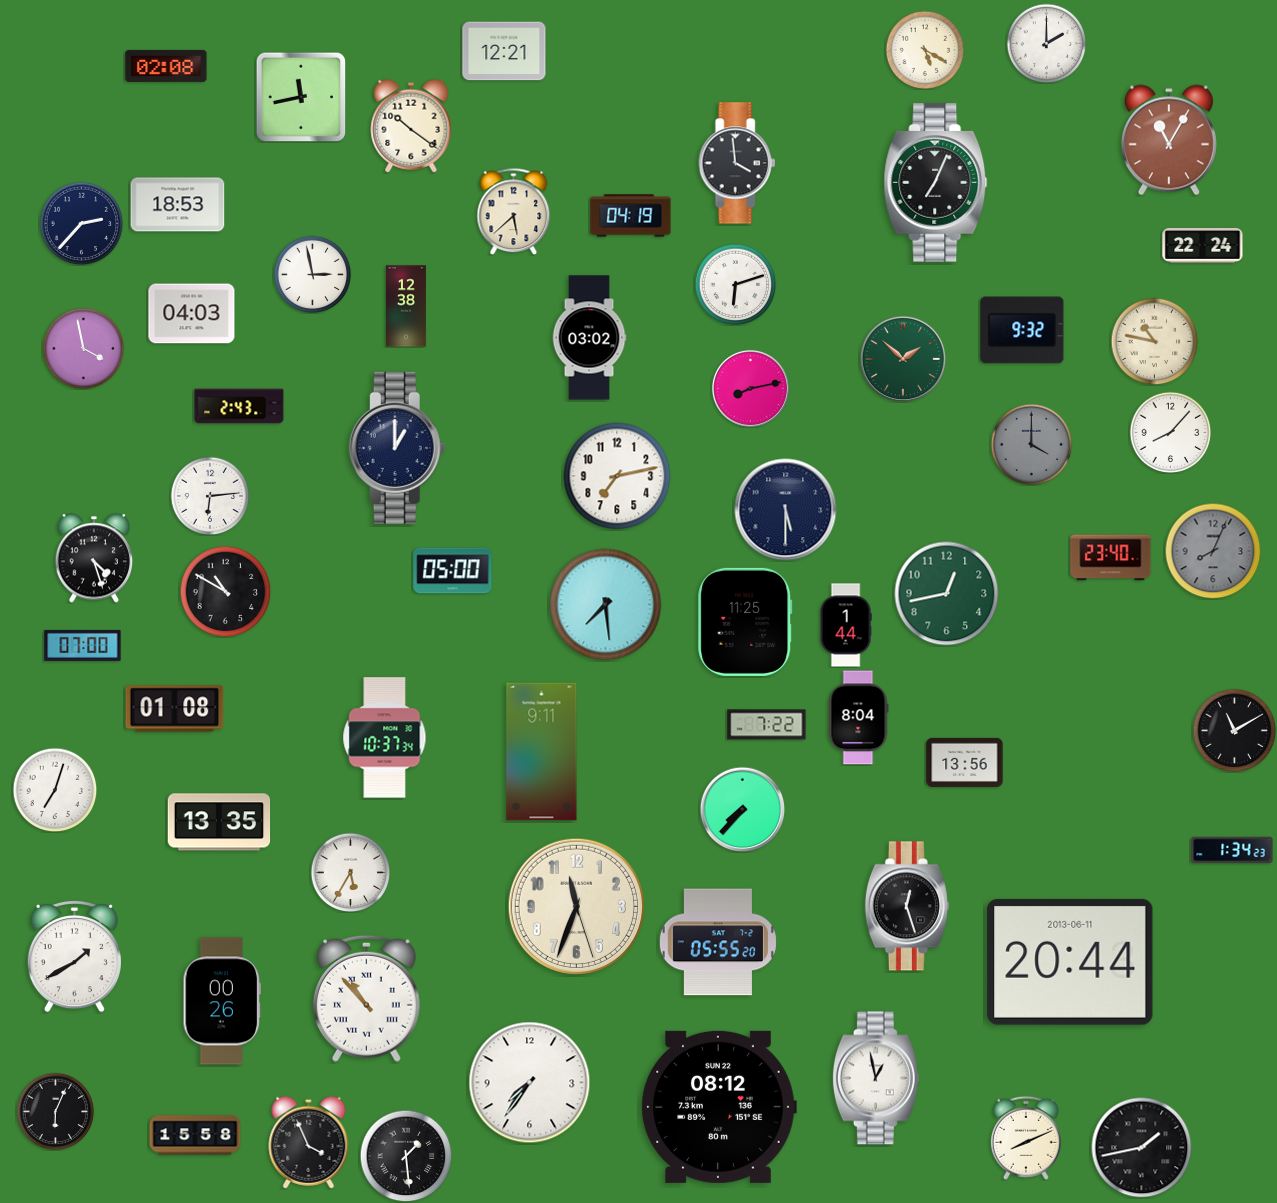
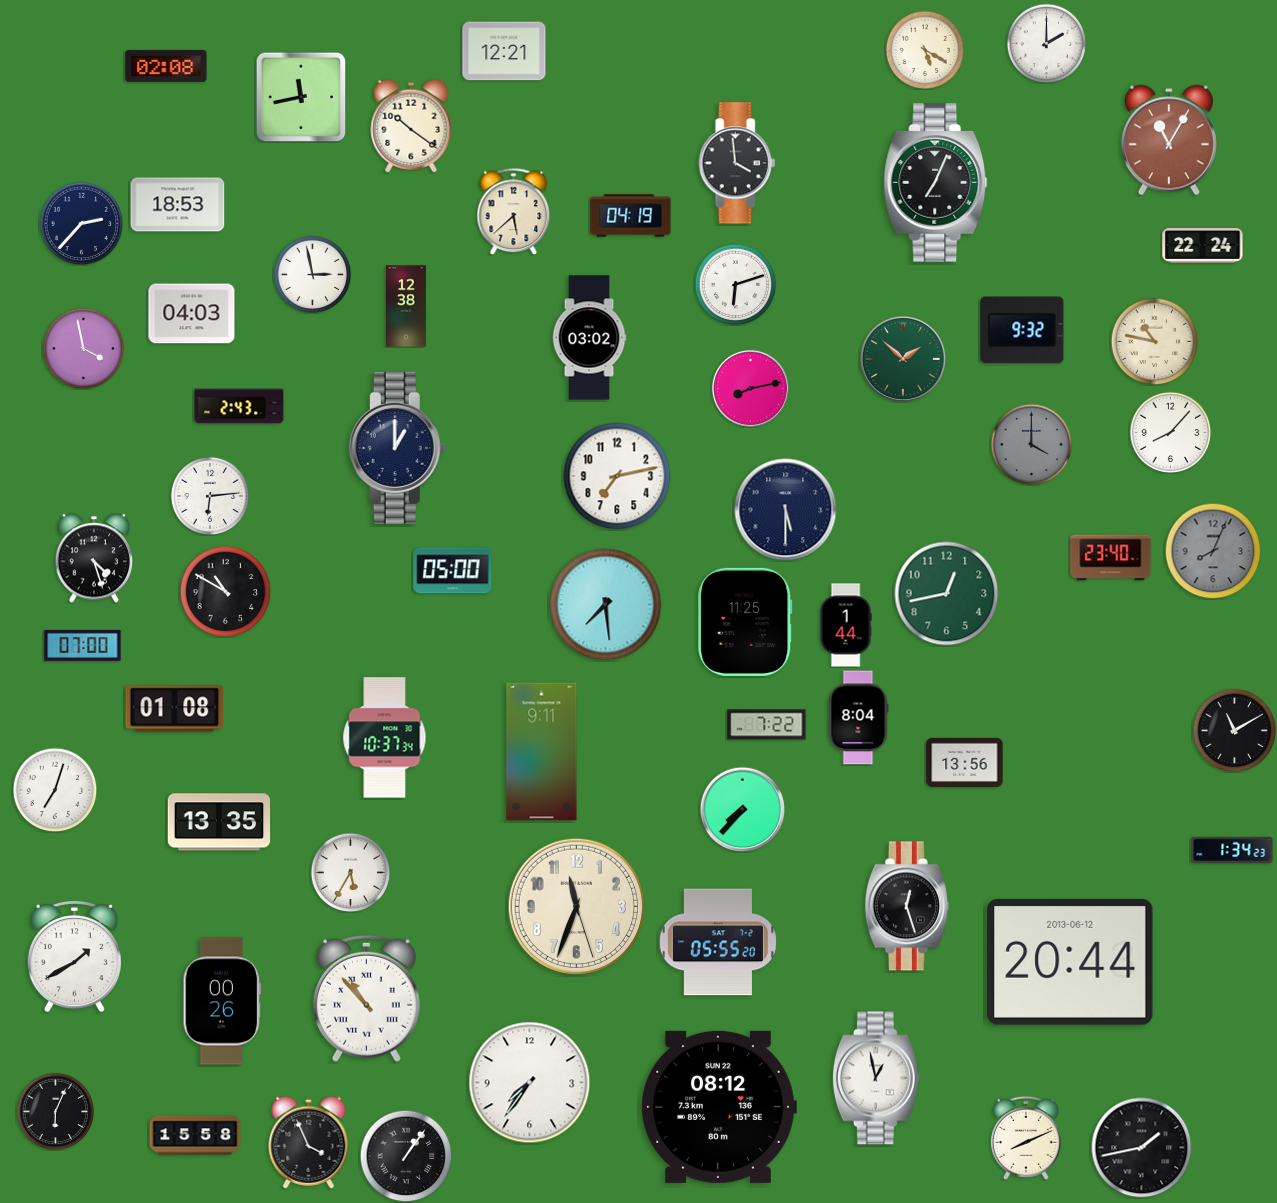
clock at (1070, 962) date: 2013-06-11 -> 2013-06-12
clock at (406, 1156): 1:29 -> 1:06
